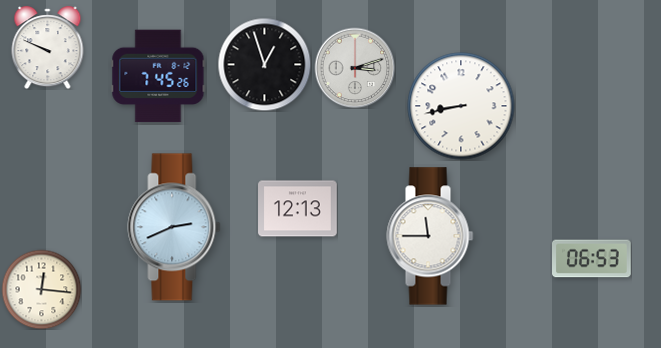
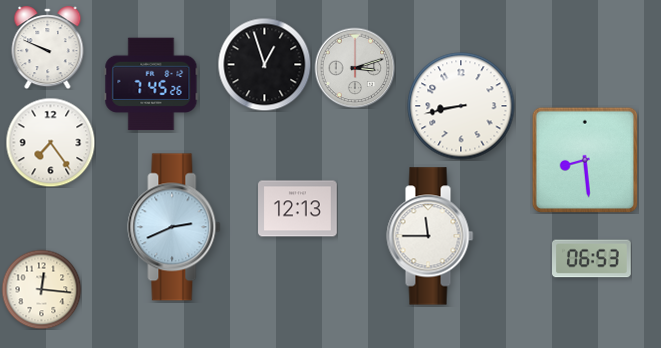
clock at (158, 76) position: (158, 76) -> (151, 84)
clock at (50, 142): none -> 7:24
clock at (584, 159): none -> 8:29
